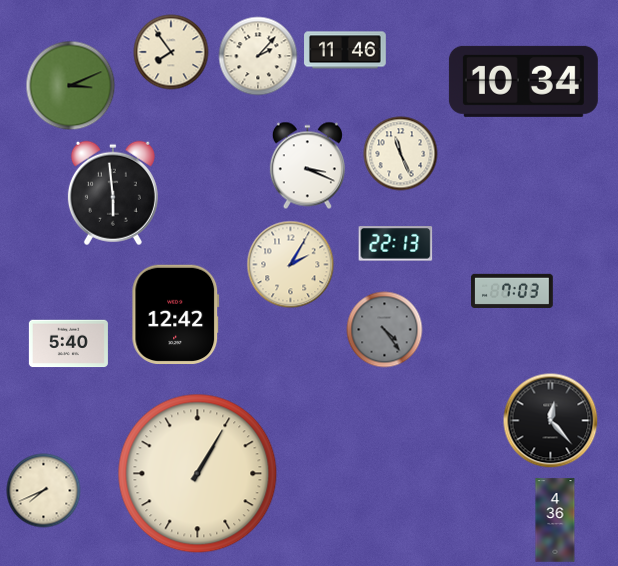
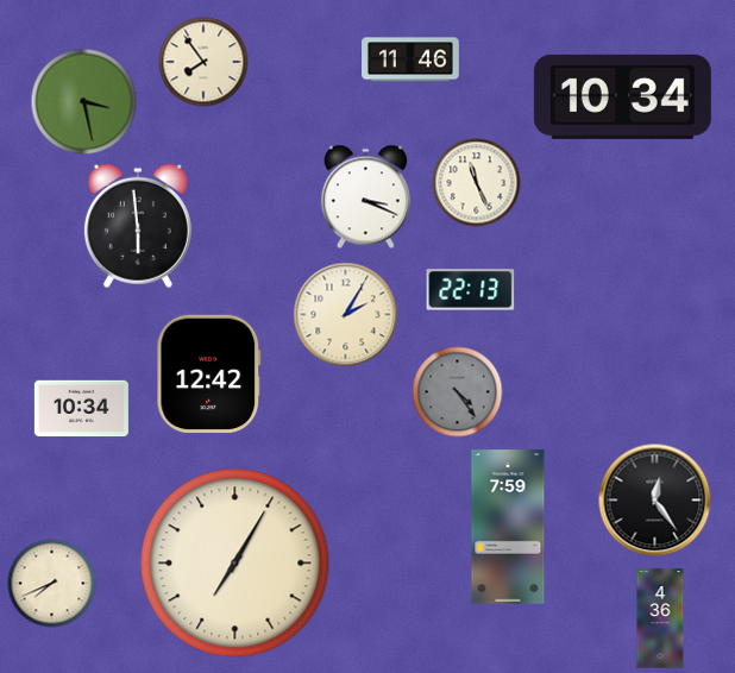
clock at (258, 56): 2:07 -> none
clock at (71, 86): 3:11 -> 3:28
clock at (113, 193) position: (113, 193) -> (138, 226)
clock at (513, 290): 7:03 -> none
clock at (68, 344): 5:40 -> 10:34
clock at (551, 421): 12:23 -> 12:24
clock at (508, 527): none -> 7:59
clock at (198, 474): 1:05 -> 7:05
